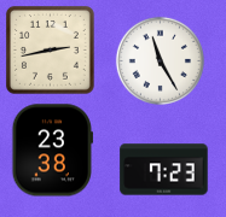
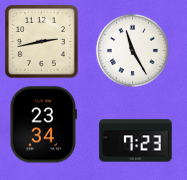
clock at (52, 151): 23:38 -> 23:34
